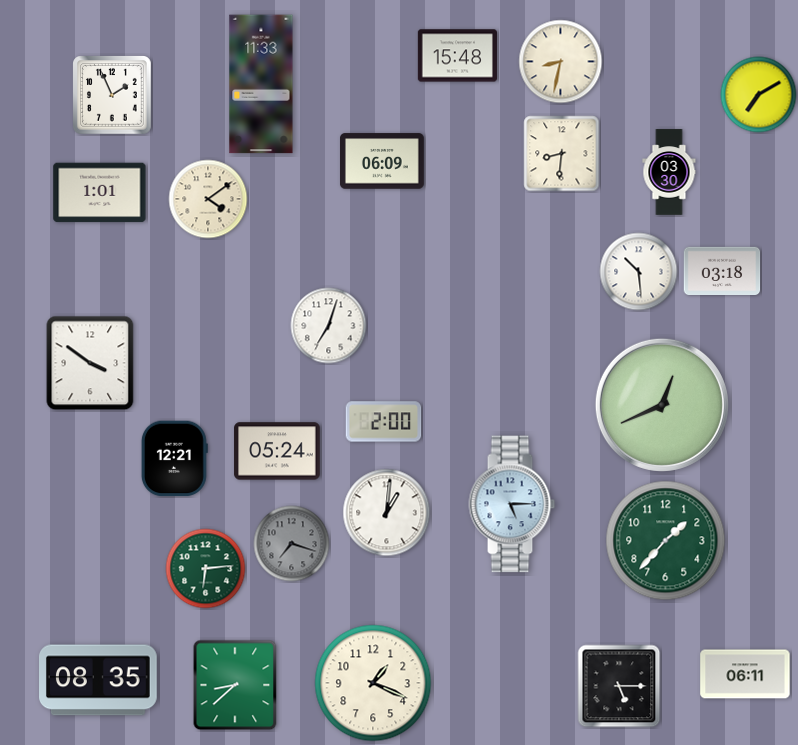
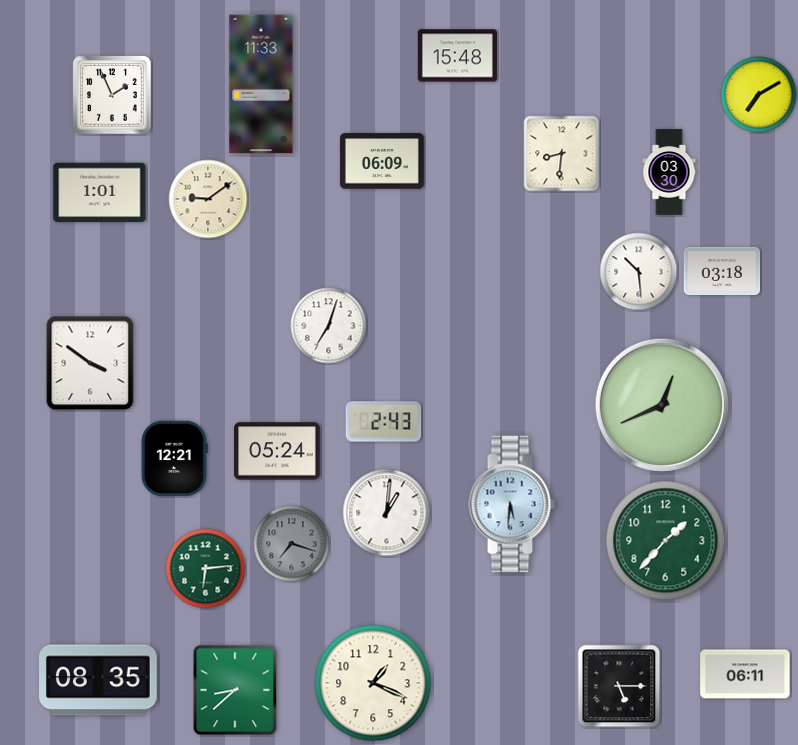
clock at (561, 62): 8:32 -> none
clock at (208, 199): 4:09 -> 9:09
clock at (384, 422): 2:00 -> 2:43
clock at (512, 504): 5:15 -> 5:31
clock at (235, 685) position: (235, 685) -> (235, 690)
